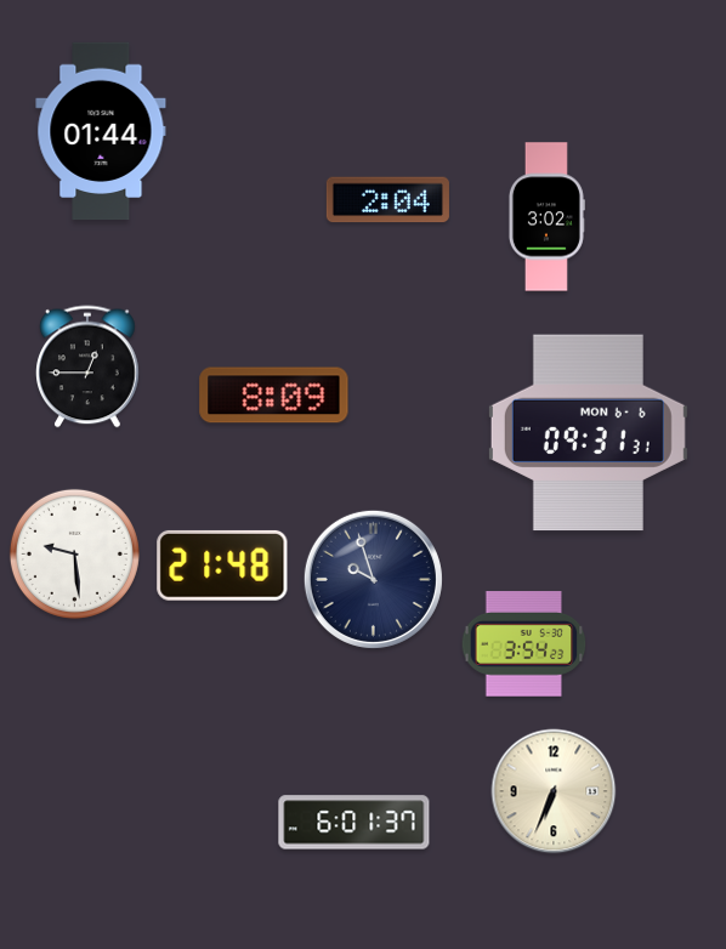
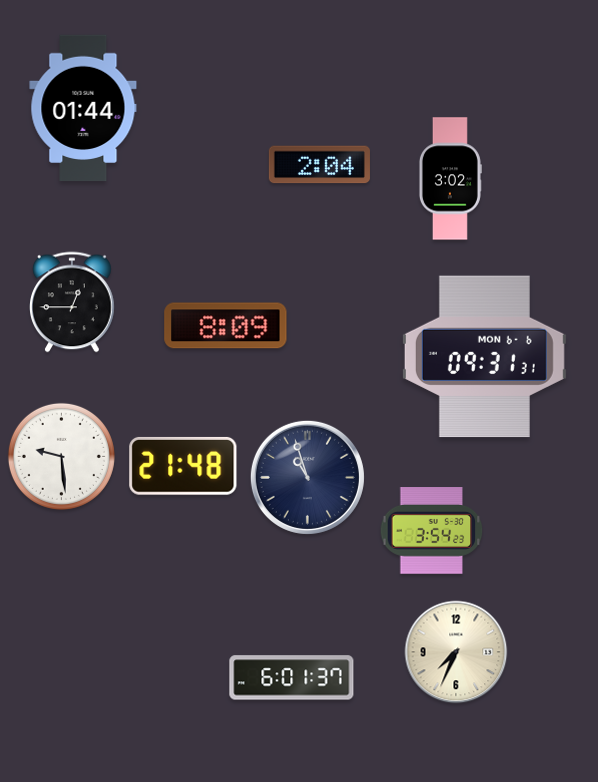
clock at (373, 579): 9:57 -> 10:57
clock at (554, 791): 6:34 -> 7:34
